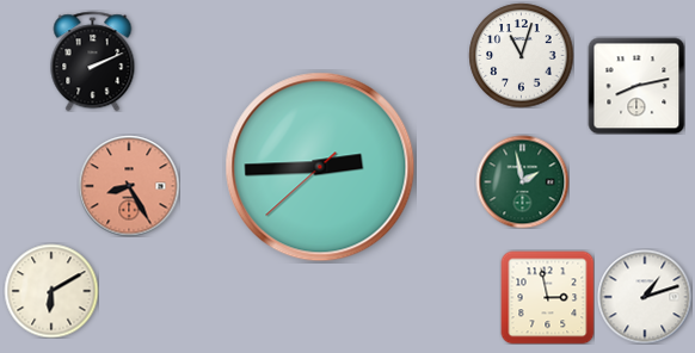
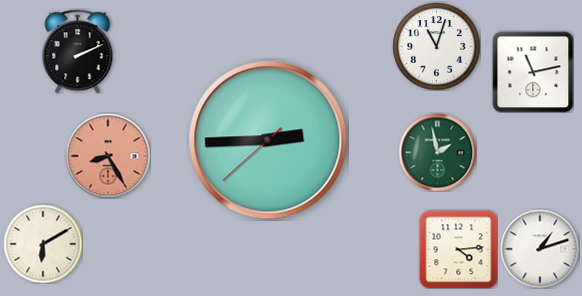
clock at (636, 86): 8:13 -> 11:13
clock at (547, 297): 2:58 -> 4:14
